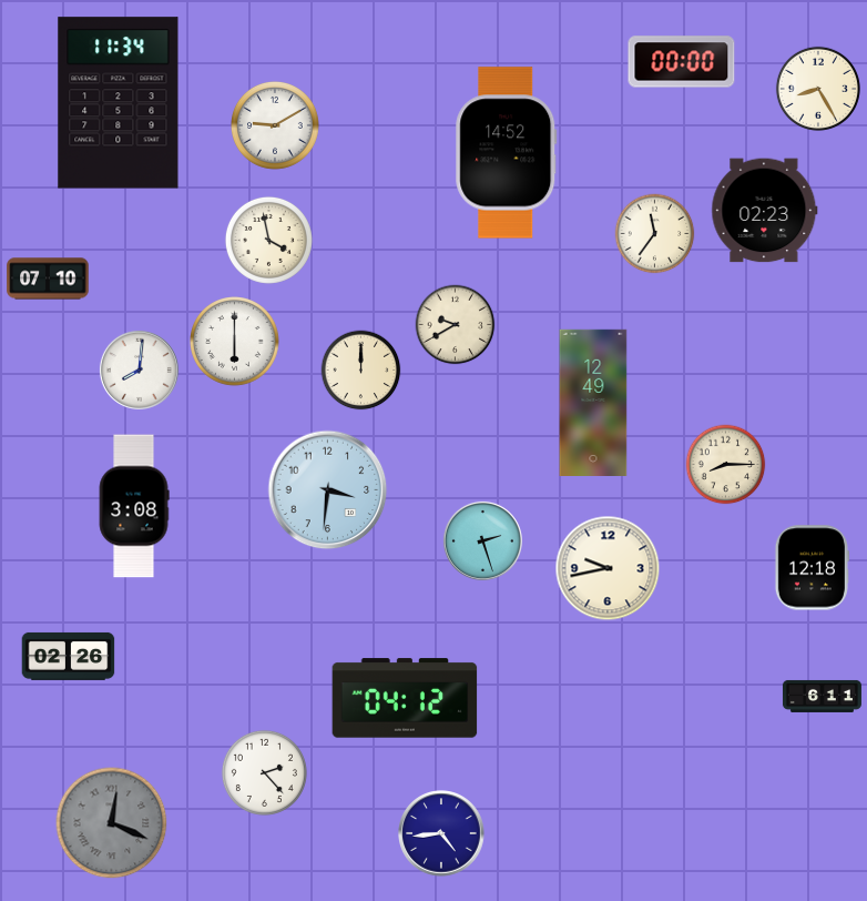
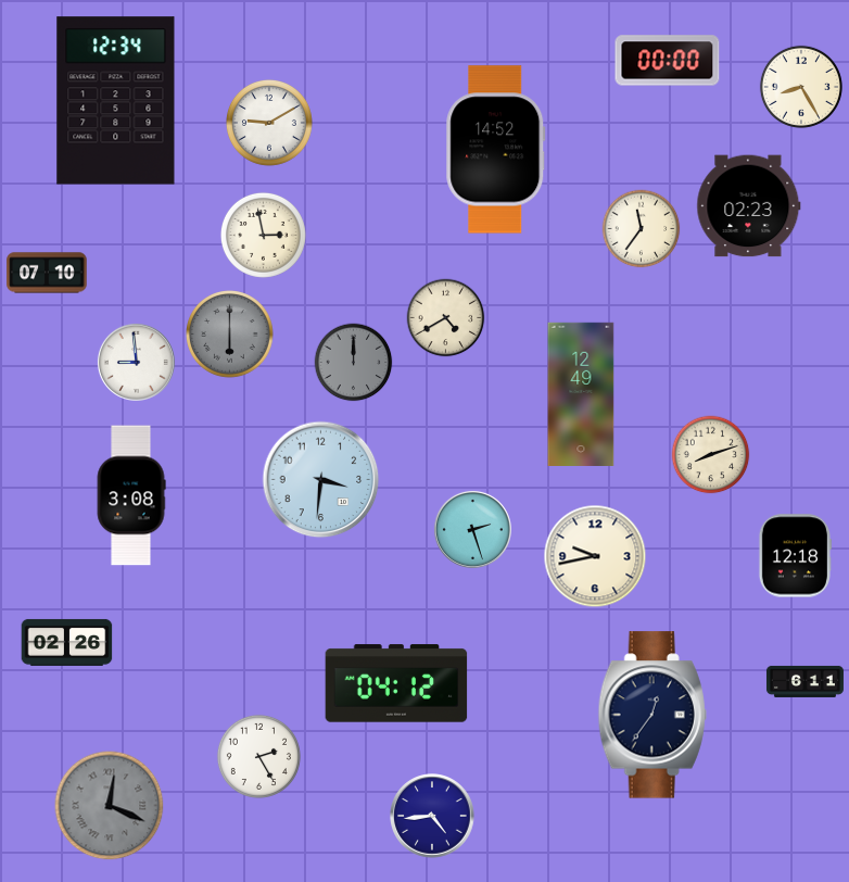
clock at (119, 103): 11:34 -> 12:34
clock at (268, 240): 3:58 -> 2:58
clock at (456, 325): 9:40 -> 4:40
clock at (235, 342) dial: white -> grey
clock at (139, 369): 8:01 -> 8:59
clock at (361, 371) dial: cream -> grey
clock at (726, 465): 8:15 -> 8:12
clock at (652, 715): none -> 12:36
clock at (264, 772): 2:23 -> 2:25
